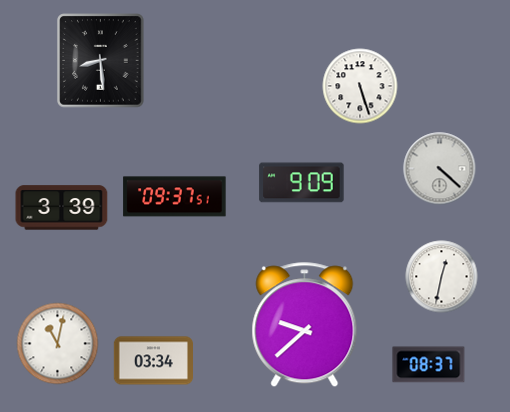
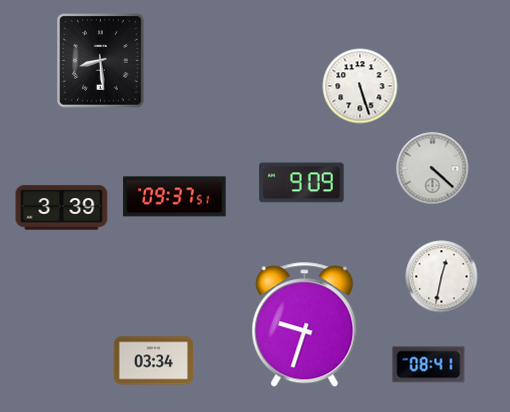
clock at (440, 169) position: (440, 169) -> (433, 169)
clock at (305, 325): 9:38 -> 9:33
clock at (58, 344): 11:02 -> none
clock at (429, 365): 08:37 -> 08:41
